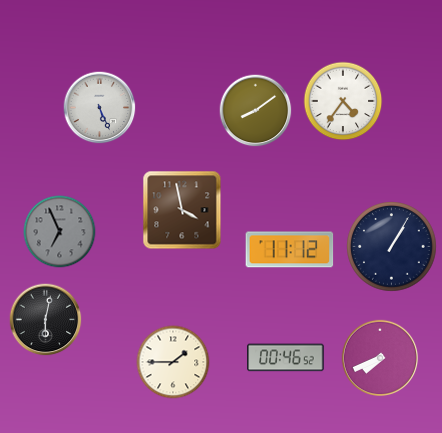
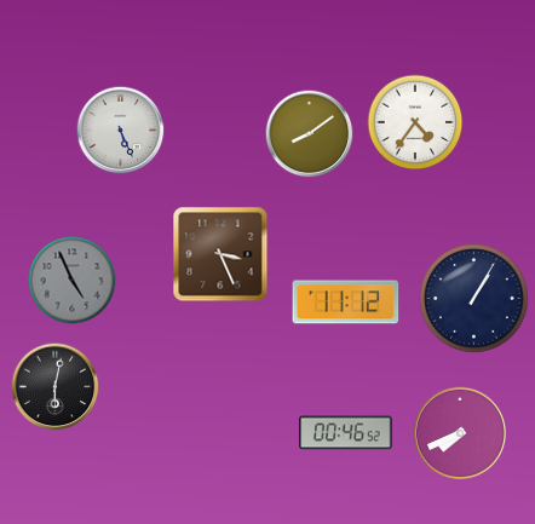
clock at (182, 210): 3:58 -> 3:26
clock at (60, 232): 6:56 -> 4:56
clock at (290, 250) position: (290, 250) -> (346, 303)
clock at (173, 362): 1:45 -> none
